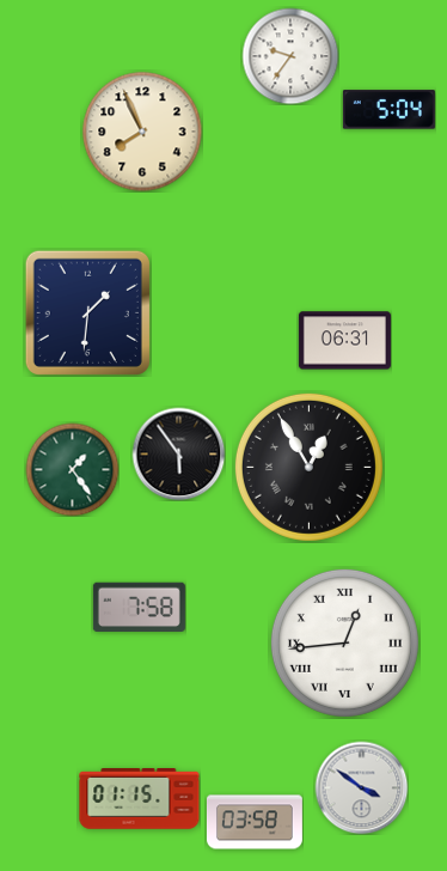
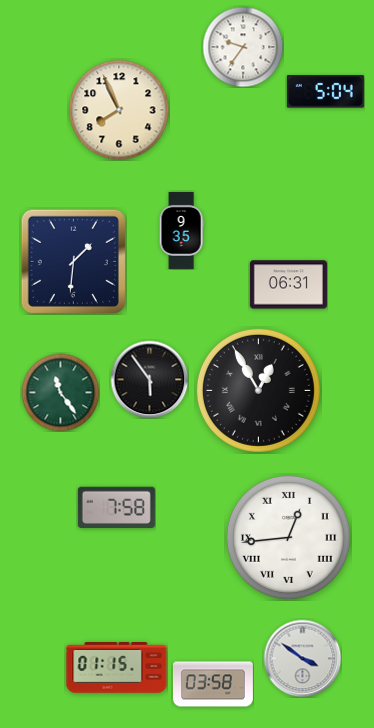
clock at (181, 230): none -> 9:35
clock at (72, 469): 1:24 -> 11:24
clock at (255, 822) position: (255, 822) -> (213, 684)
